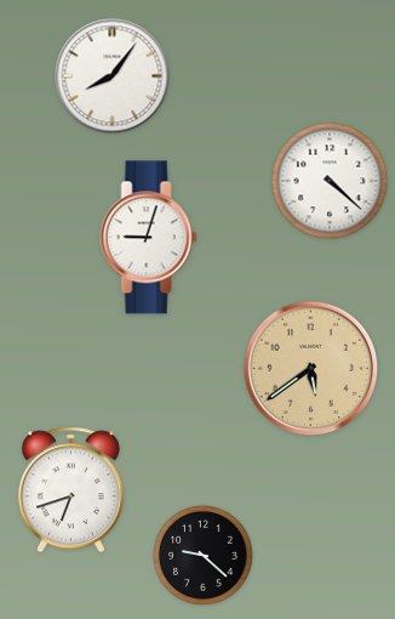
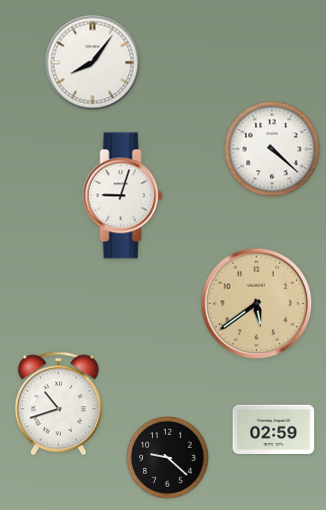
clock at (70, 490): 6:42 -> 10:42
clock at (274, 429): none -> 02:59
